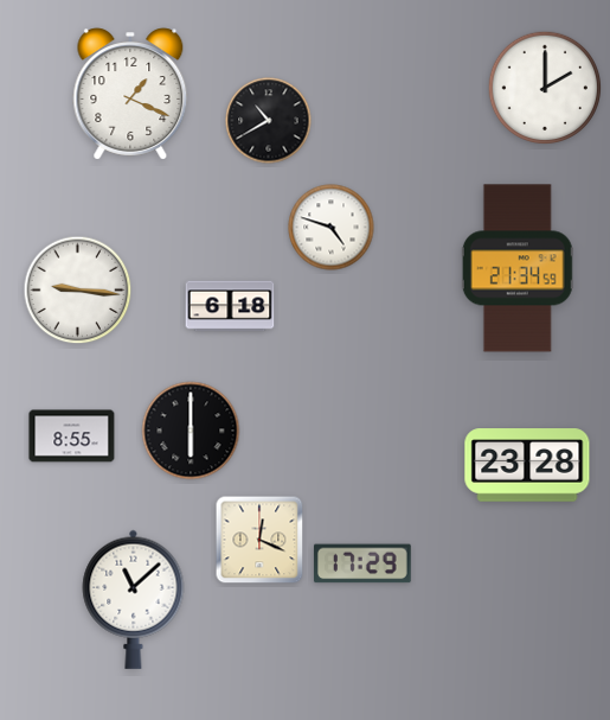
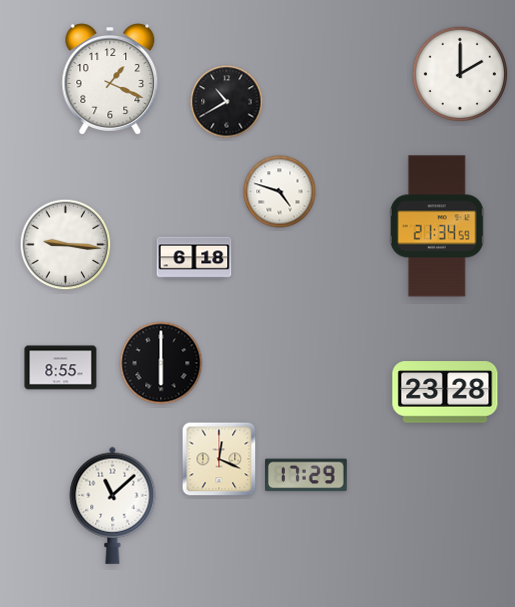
clock at (259, 540) position: (259, 540) -> (219, 459)
